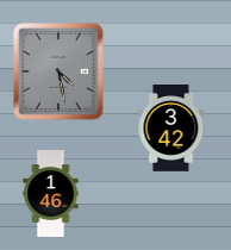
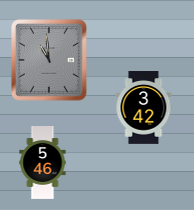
clock at (60, 71): 4:28 -> 10:59
clock at (51, 194): 1:46 -> 5:46
